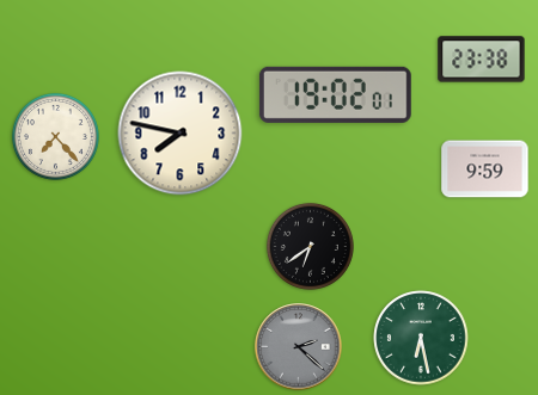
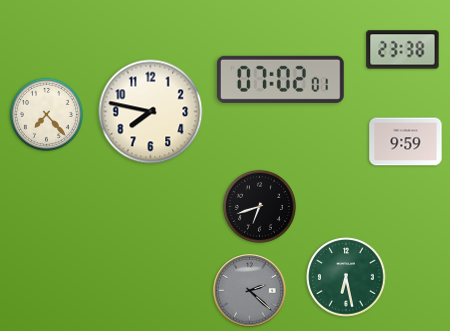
clock at (335, 94): 19:02 -> 07:02
clock at (310, 246): 6:39 -> 6:42
clock at (421, 338) position: (421, 338) -> (346, 277)
